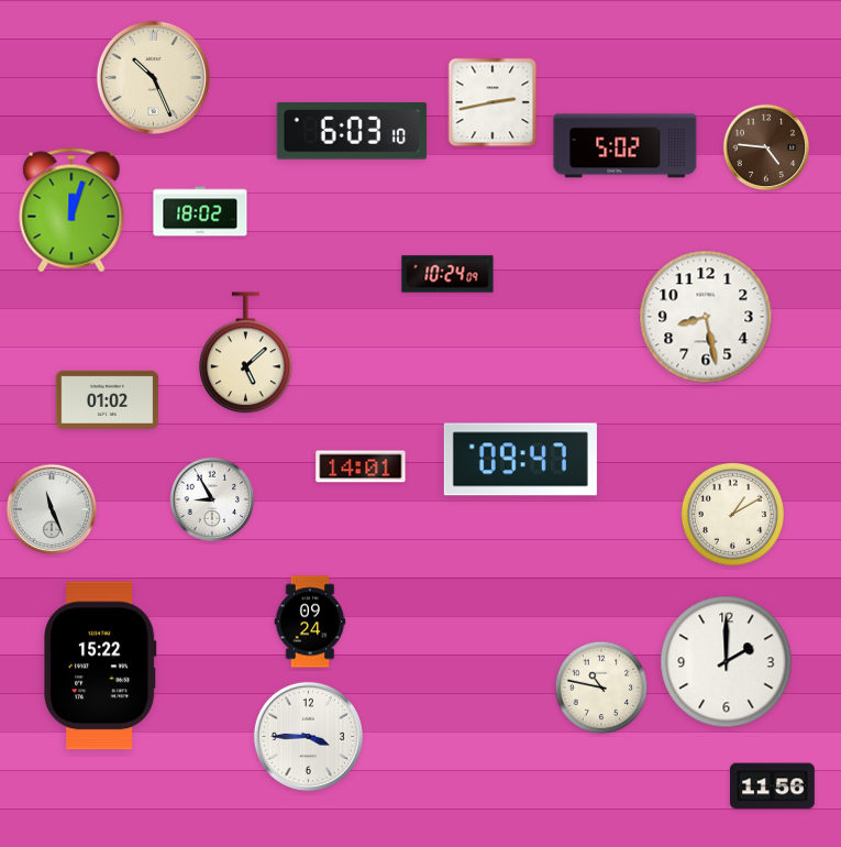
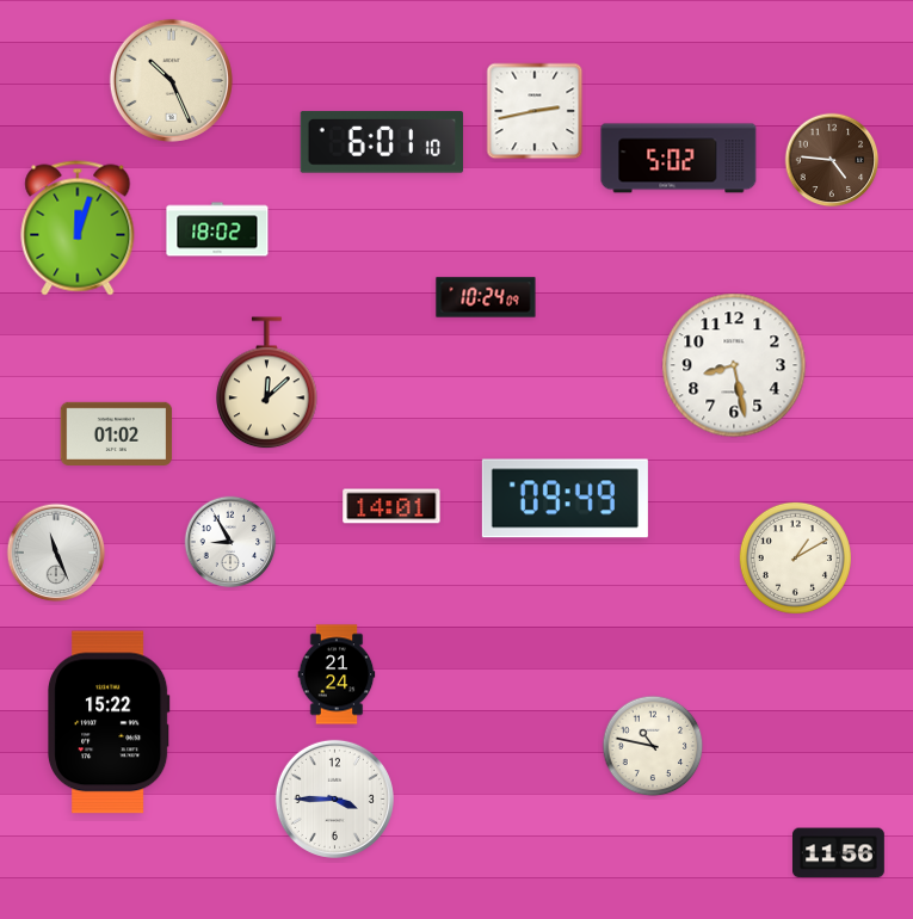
clock at (153, 77) position: (153, 77) -> (171, 80)
clock at (352, 131): 6:03 -> 6:01
clock at (706, 317) position: (706, 317) -> (734, 365)
clock at (246, 353): 5:08 -> 12:08
clock at (520, 460): 09:47 -> 09:49
clock at (310, 621): 09:24 -> 21:24
clock at (727, 662): 2:00 -> none
